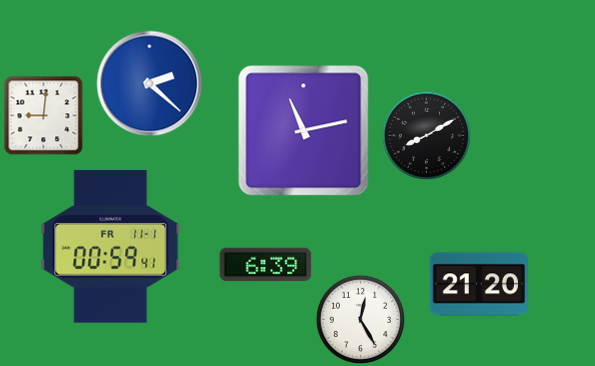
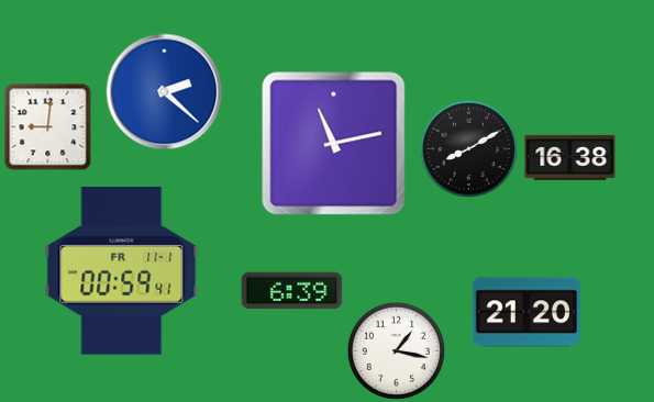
clock at (570, 157): none -> 16:38
clock at (360, 319): 12:25 -> 1:17
